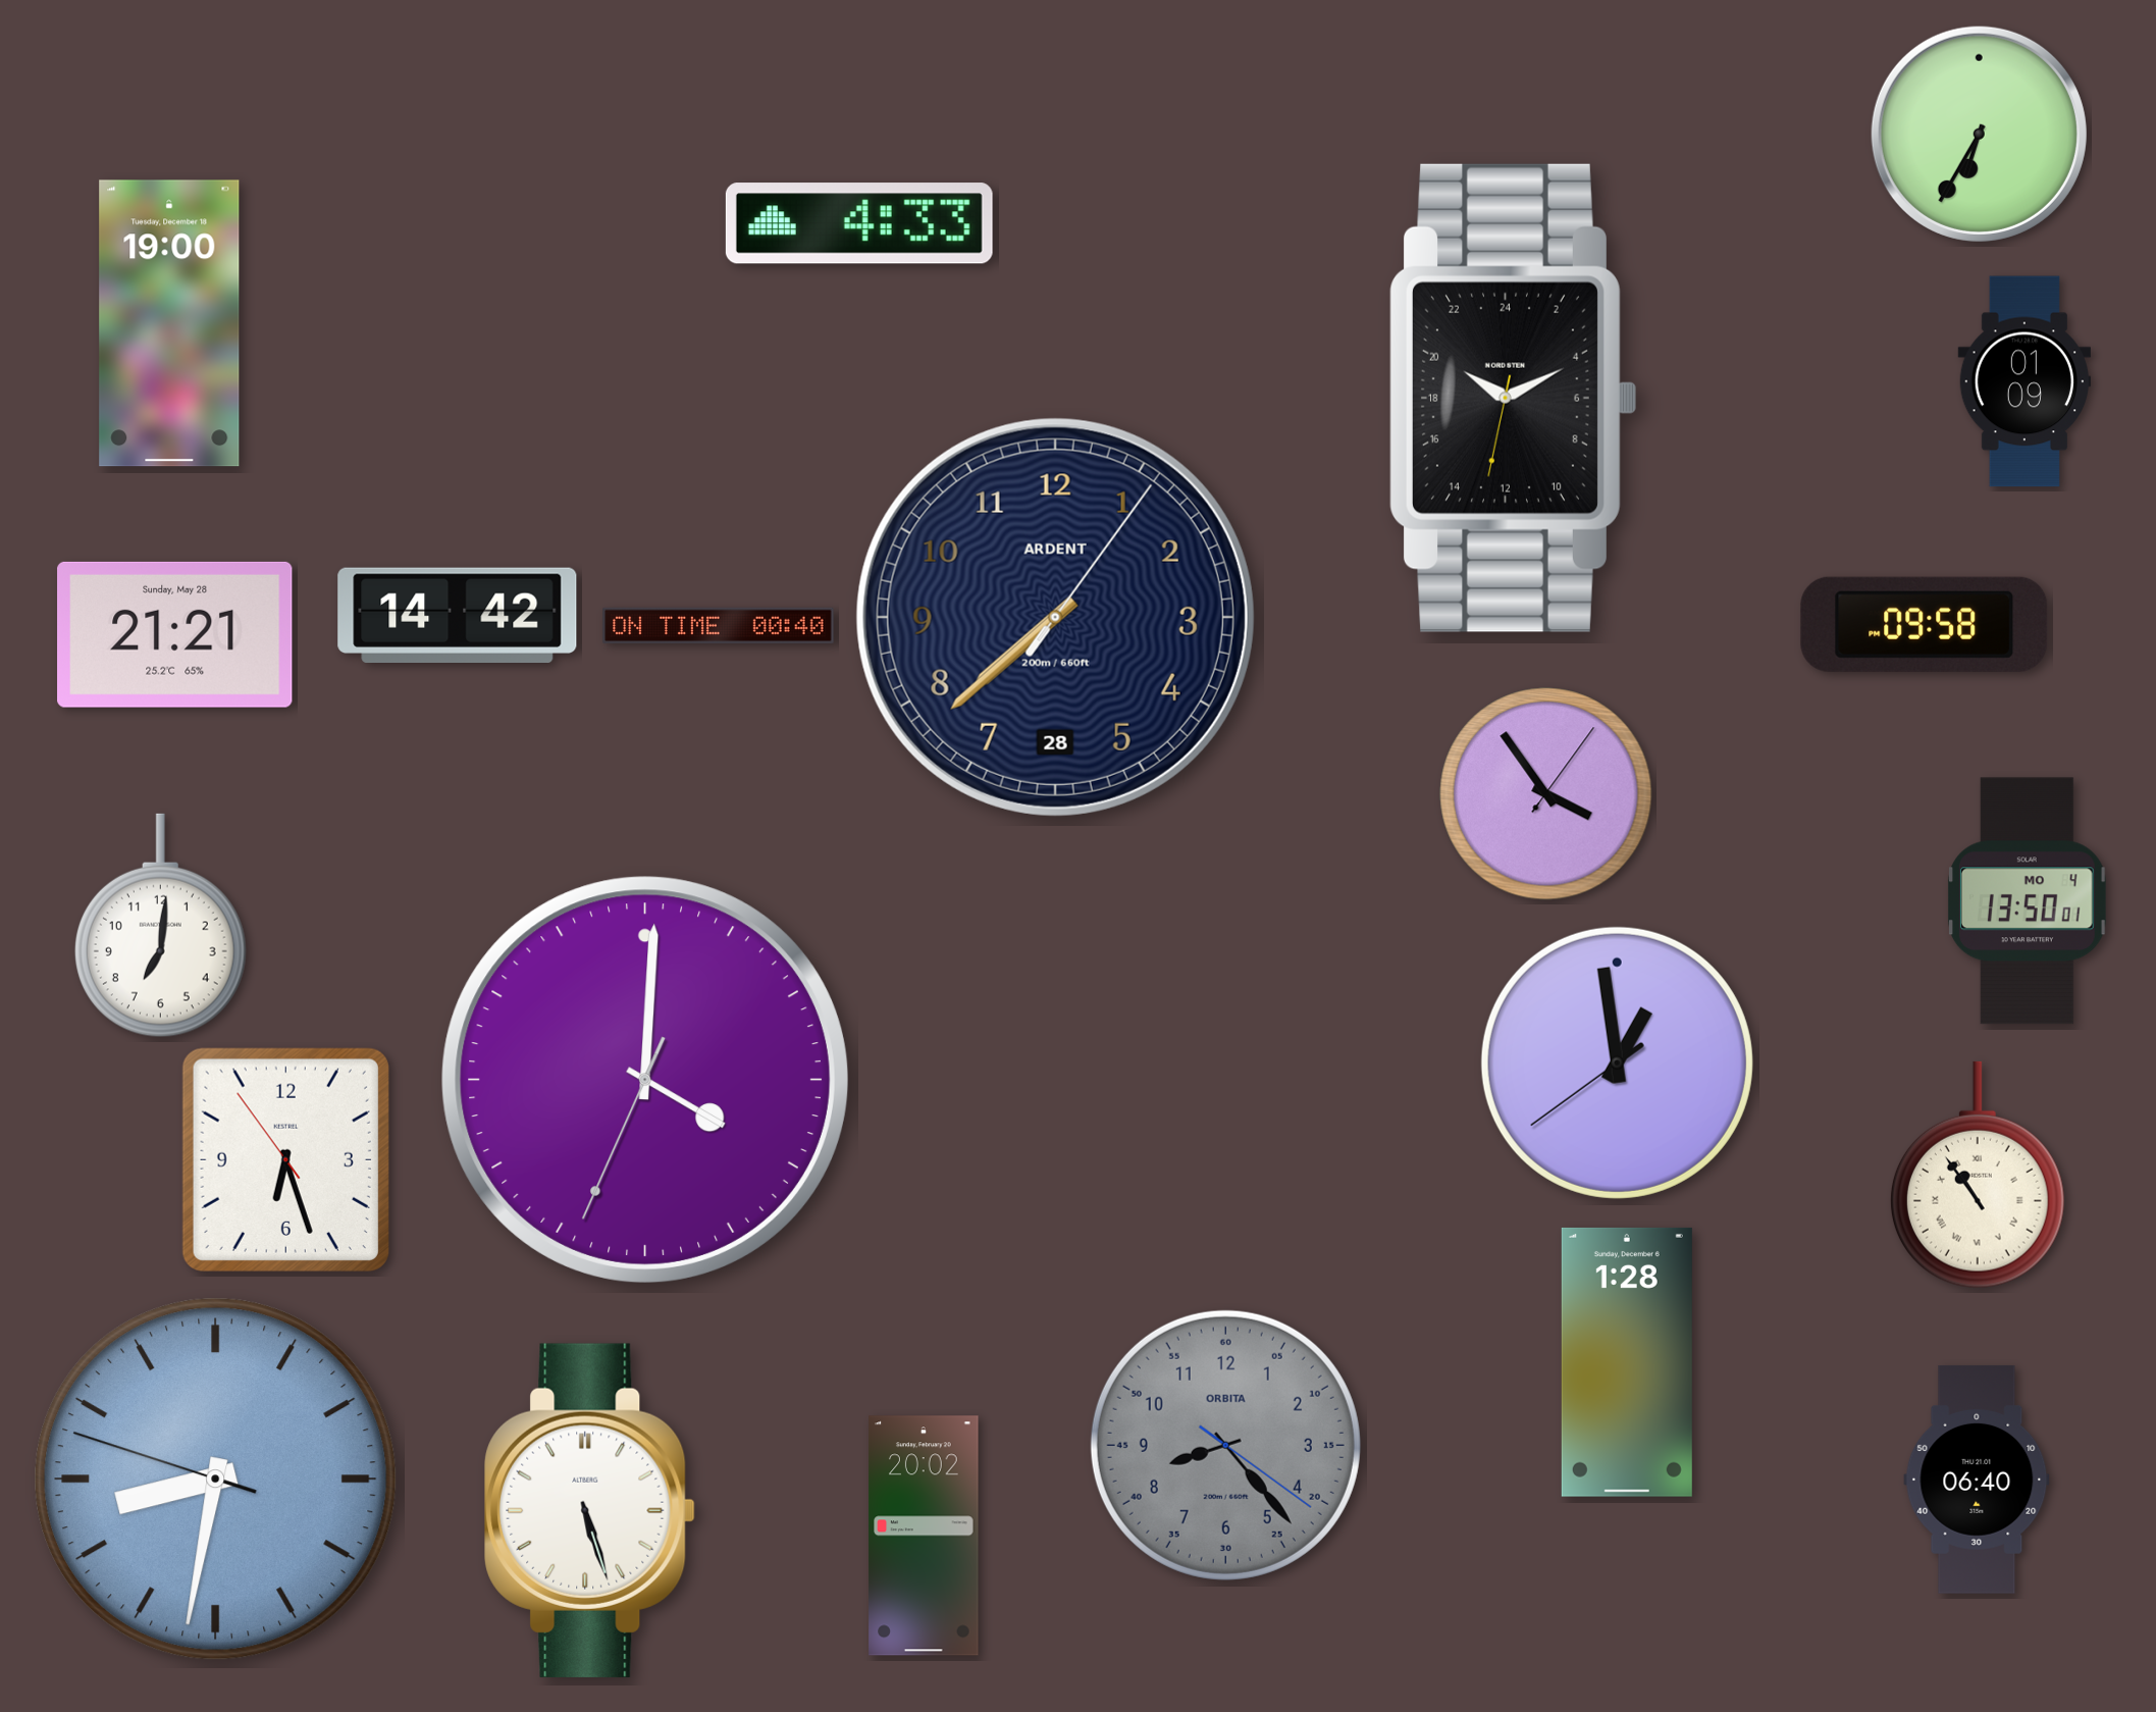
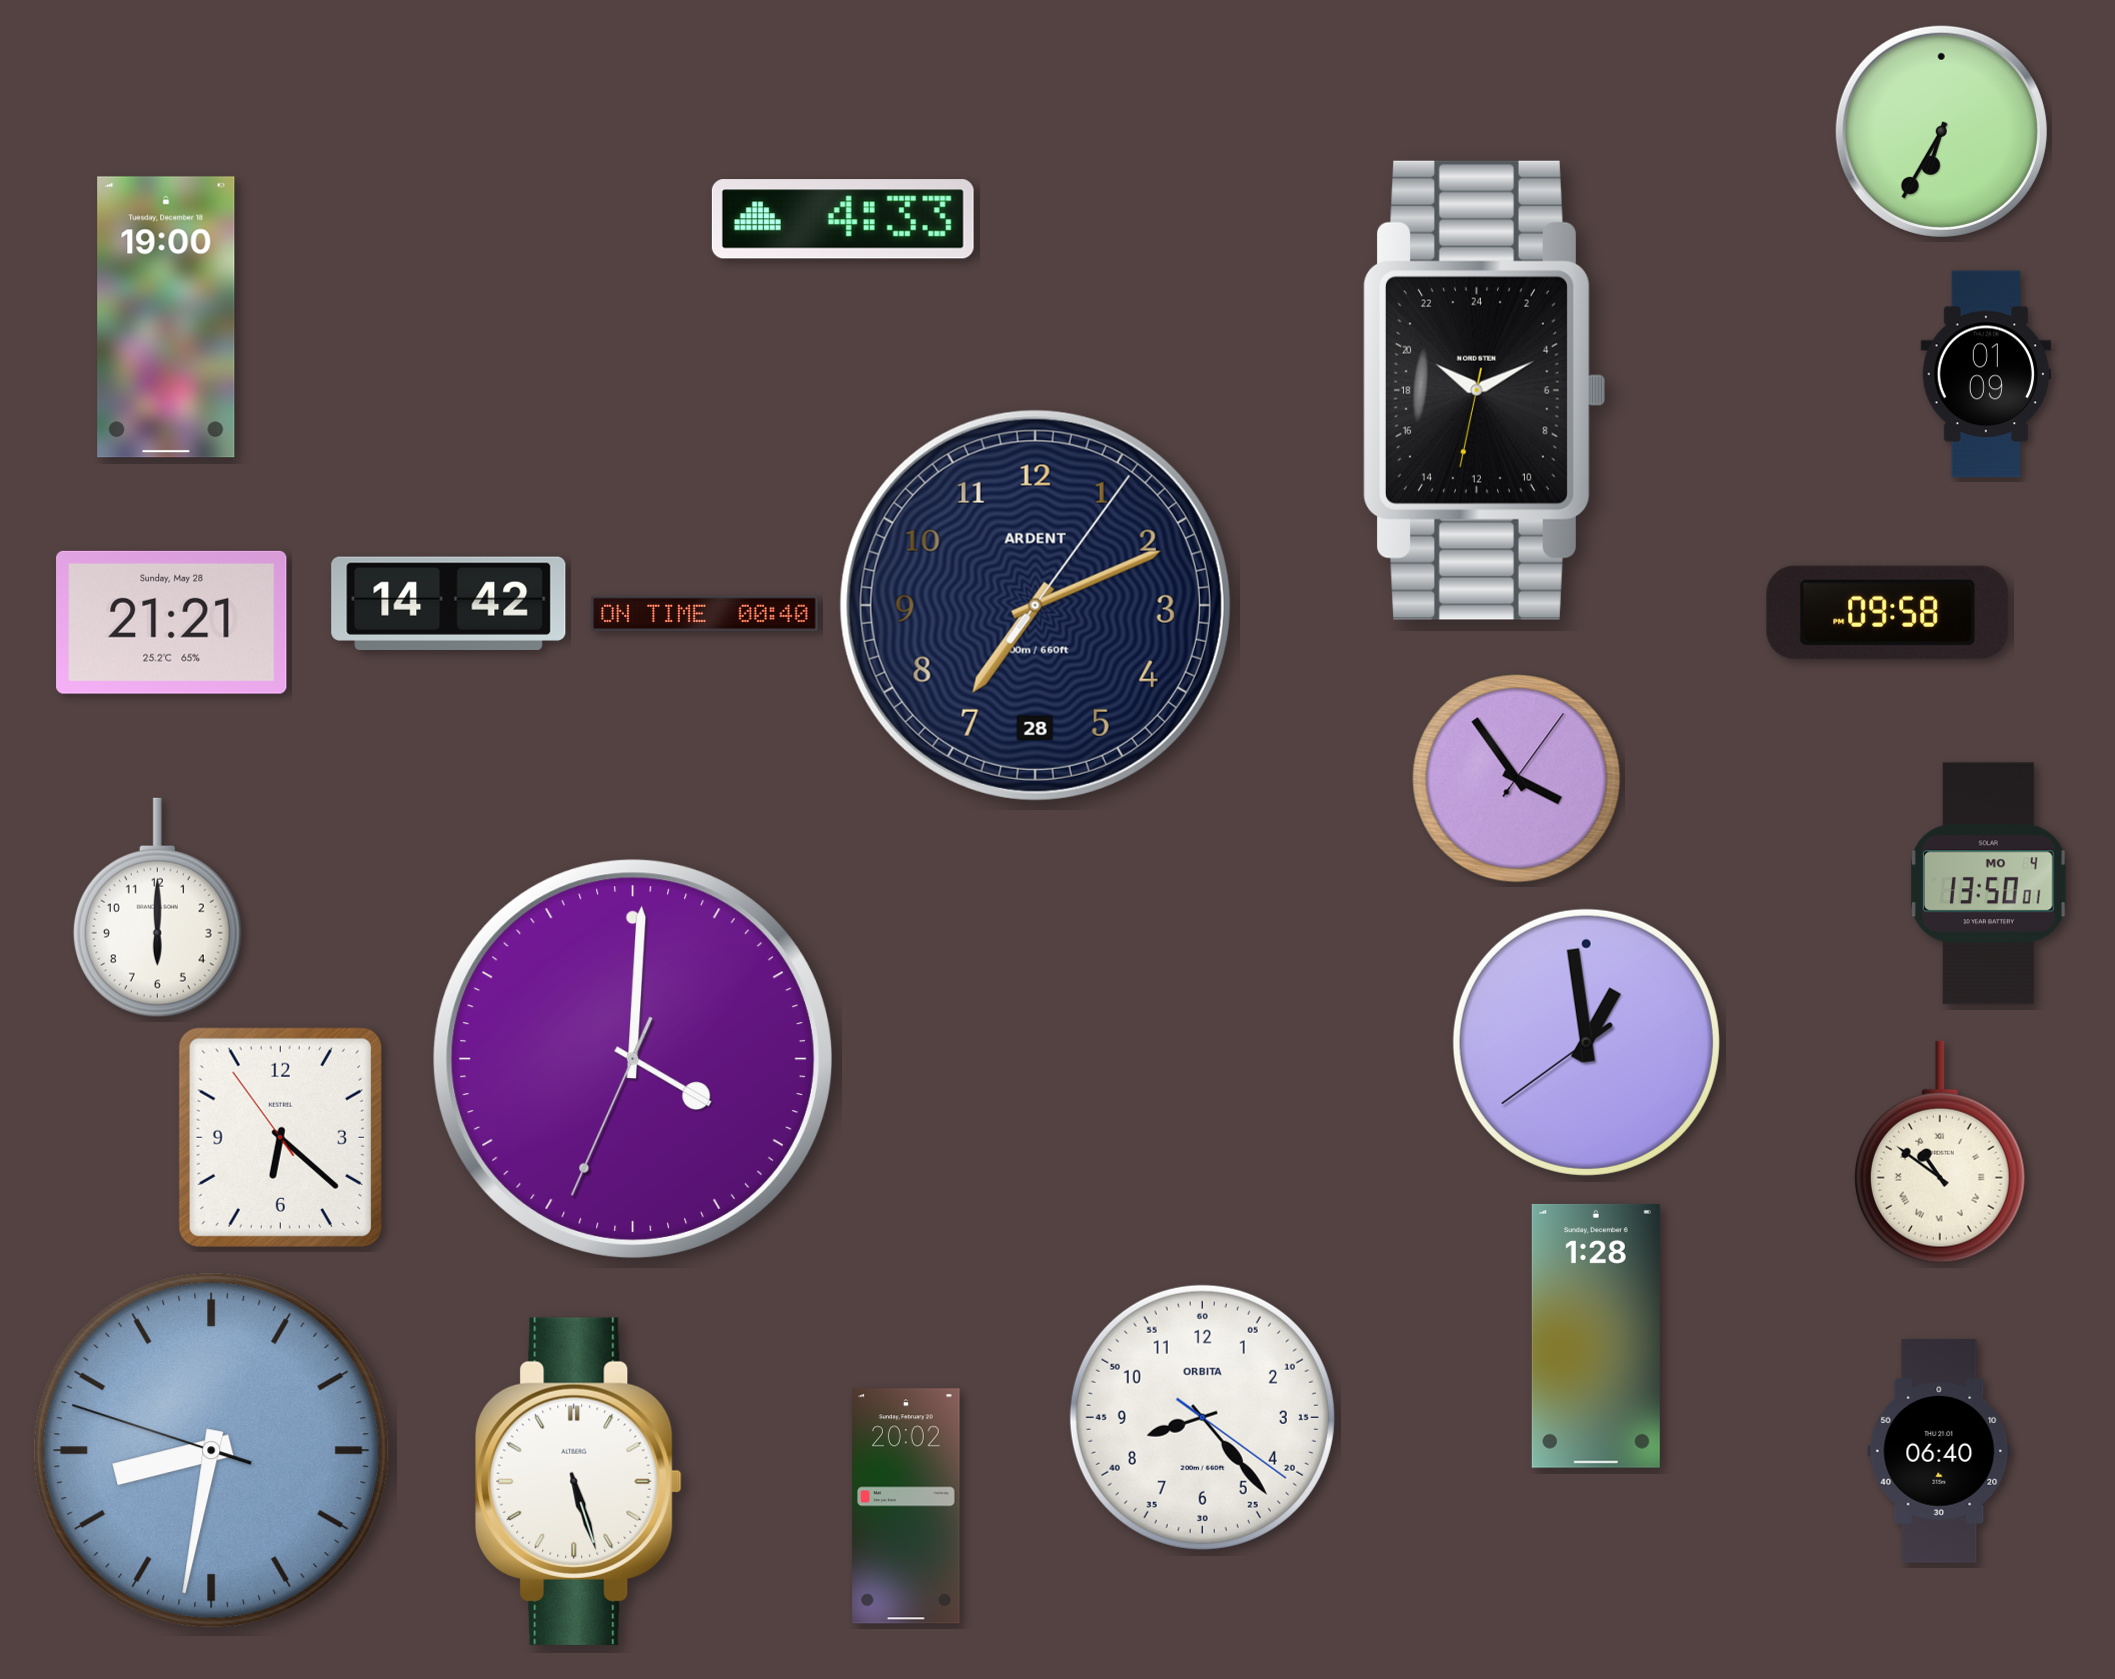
clock at (1055, 617): 7:38 -> 7:11
clock at (160, 926): 7:01 -> 6:00
clock at (285, 1159): 6:26 -> 6:21
clock at (1978, 1175): 10:54 -> 10:51
clock at (1225, 1445) dial: grey -> white
